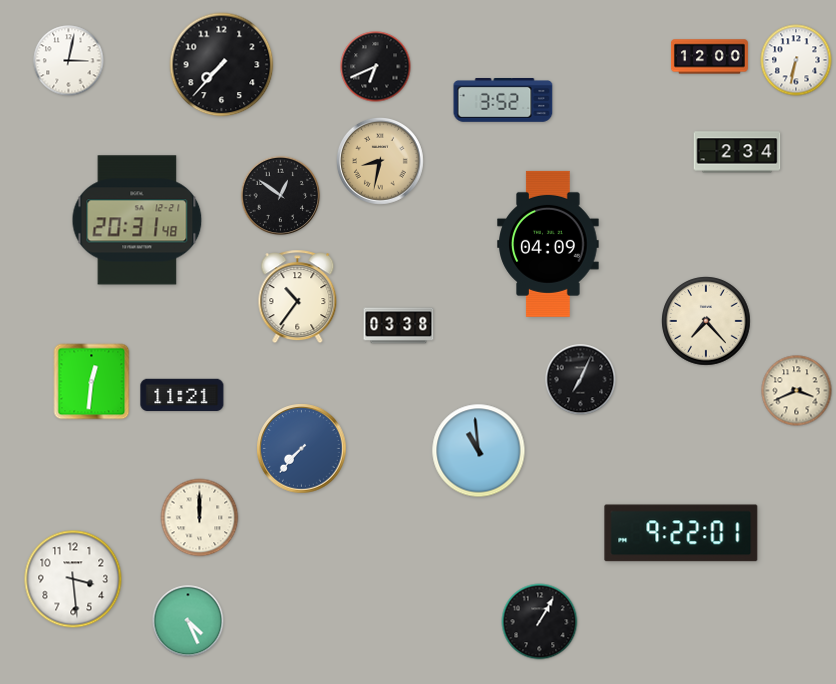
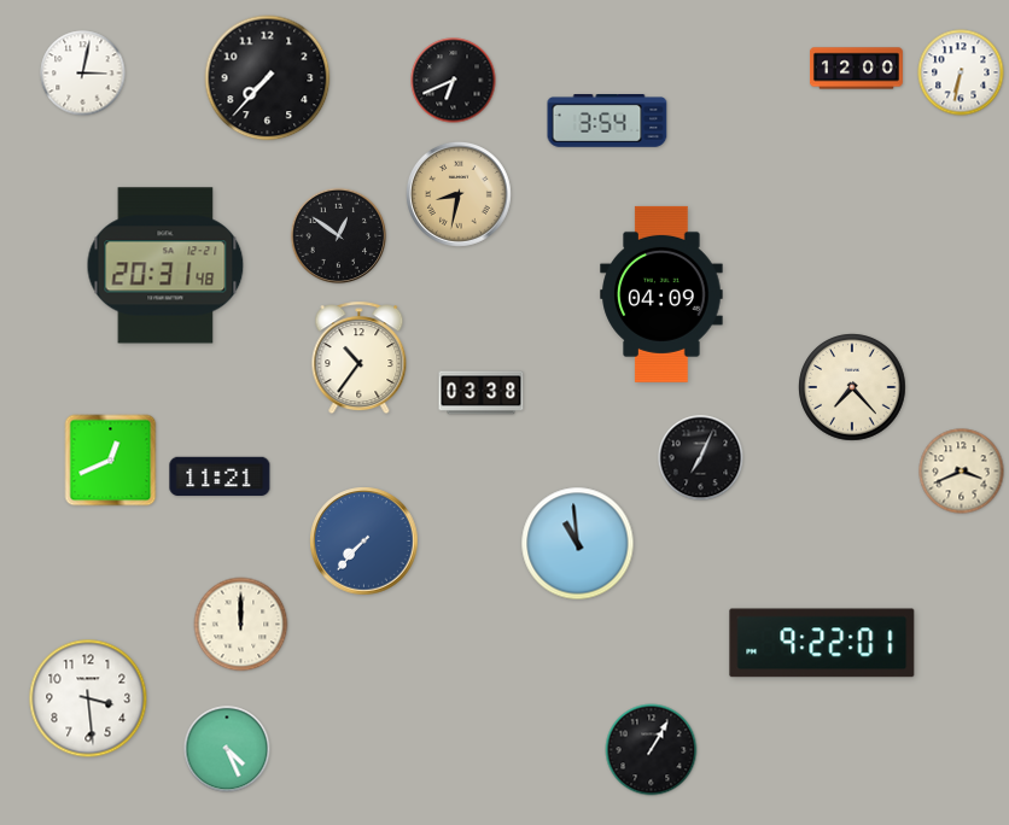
clock at (503, 101): 3:52 -> 3:54
clock at (737, 152): 2:34 -> none
clock at (92, 382): 12:31 -> 12:41
